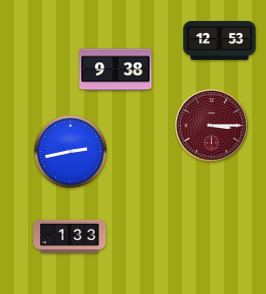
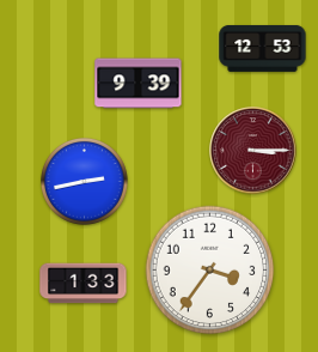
clock at (116, 70): 9:38 -> 9:39
clock at (210, 271): none -> 3:36
